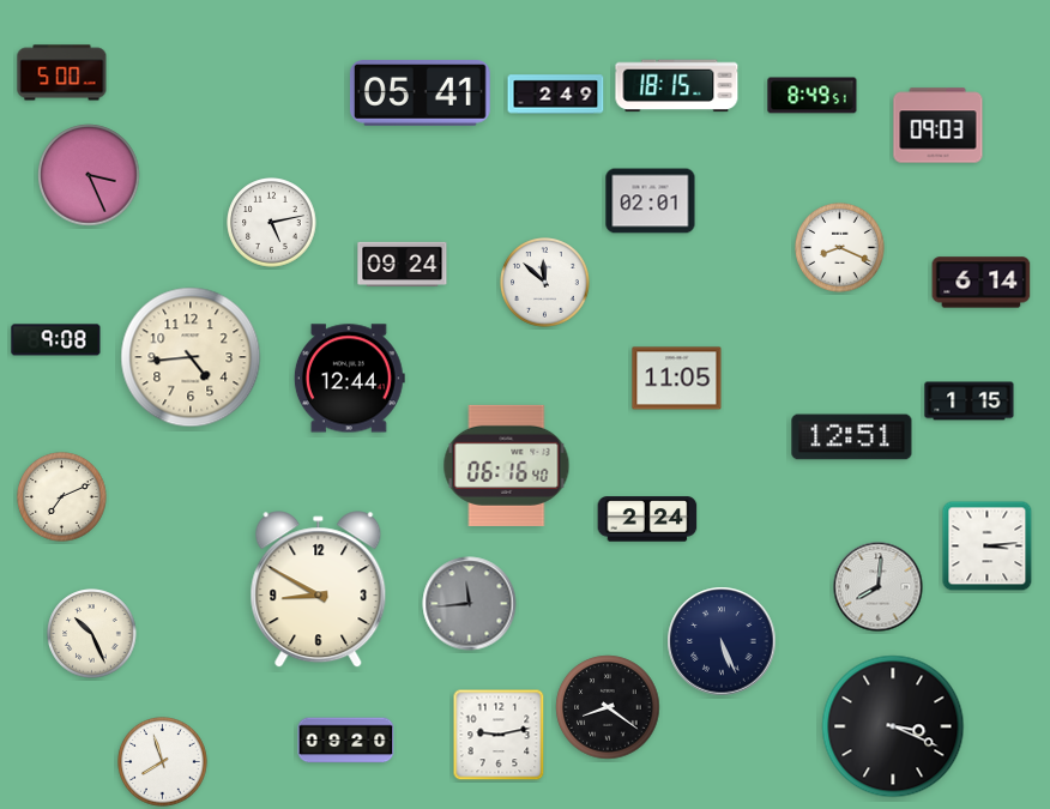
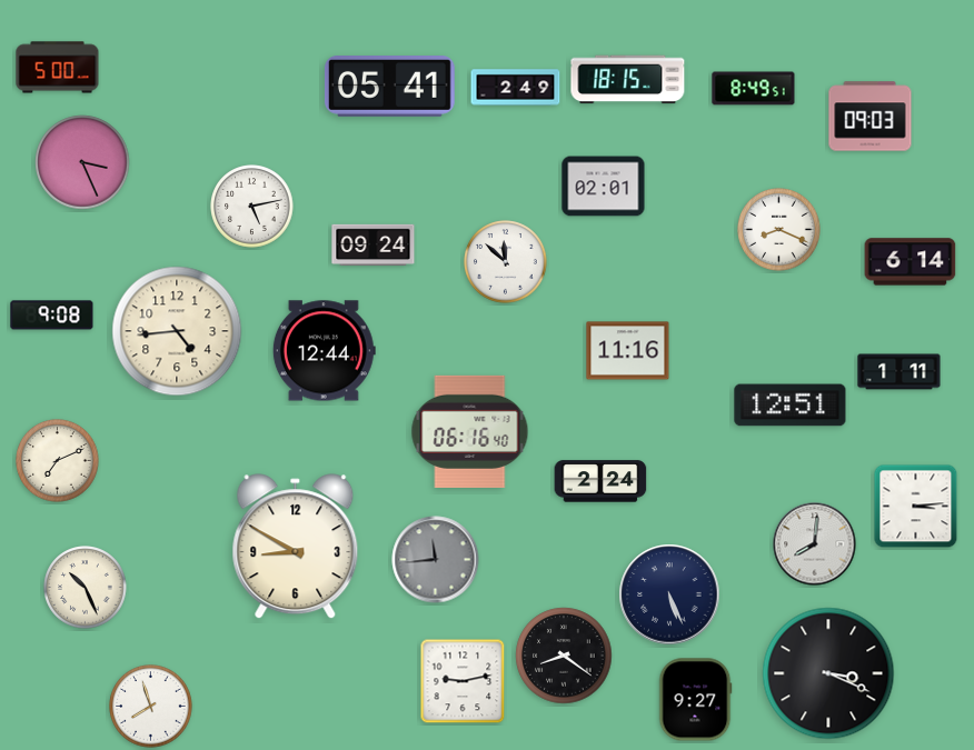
clock at (677, 379): 11:05 -> 11:16
clock at (970, 402): 1:15 -> 1:11
clock at (346, 741): 09:20 -> none
clock at (695, 700): none -> 9:27
